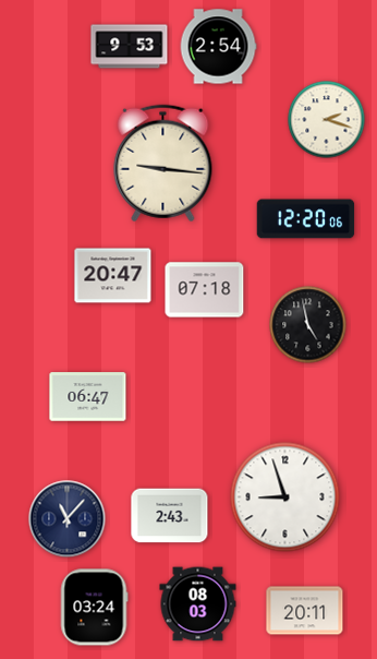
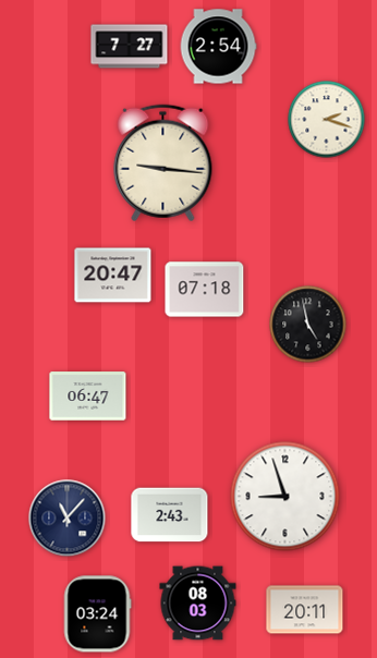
clock at (130, 47): 9:53 -> 7:27
clock at (306, 219): 12:20 -> none
clock at (94, 608) position: (94, 608) -> (97, 614)
